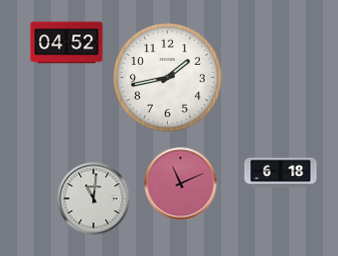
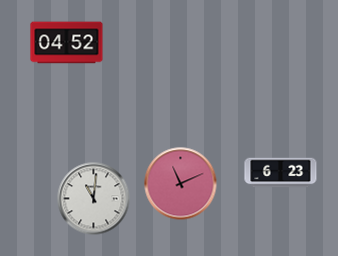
clock at (167, 77): 1:43 -> none
clock at (281, 173): 6:18 -> 6:23
